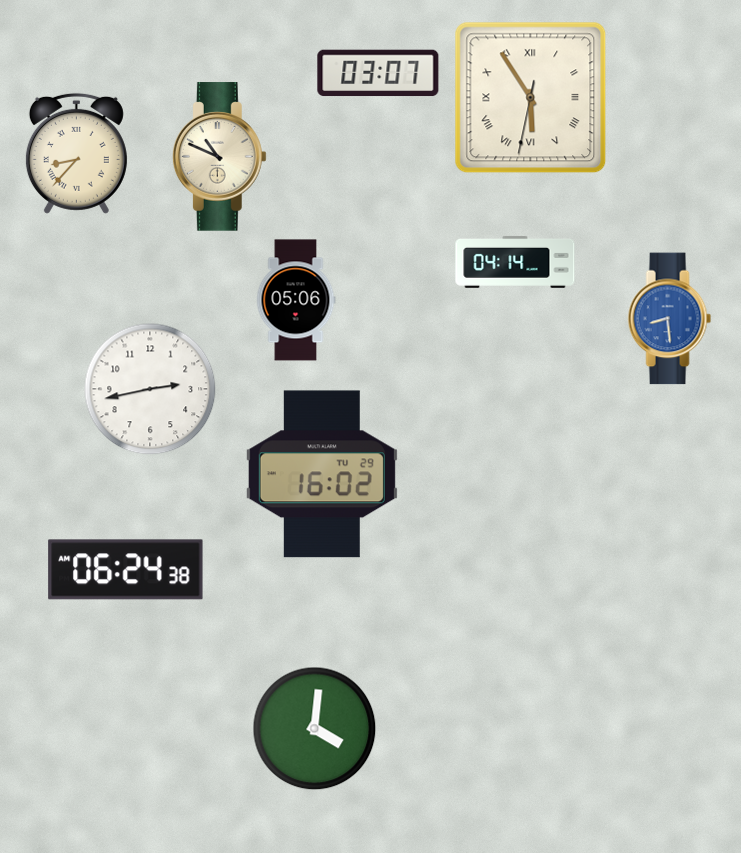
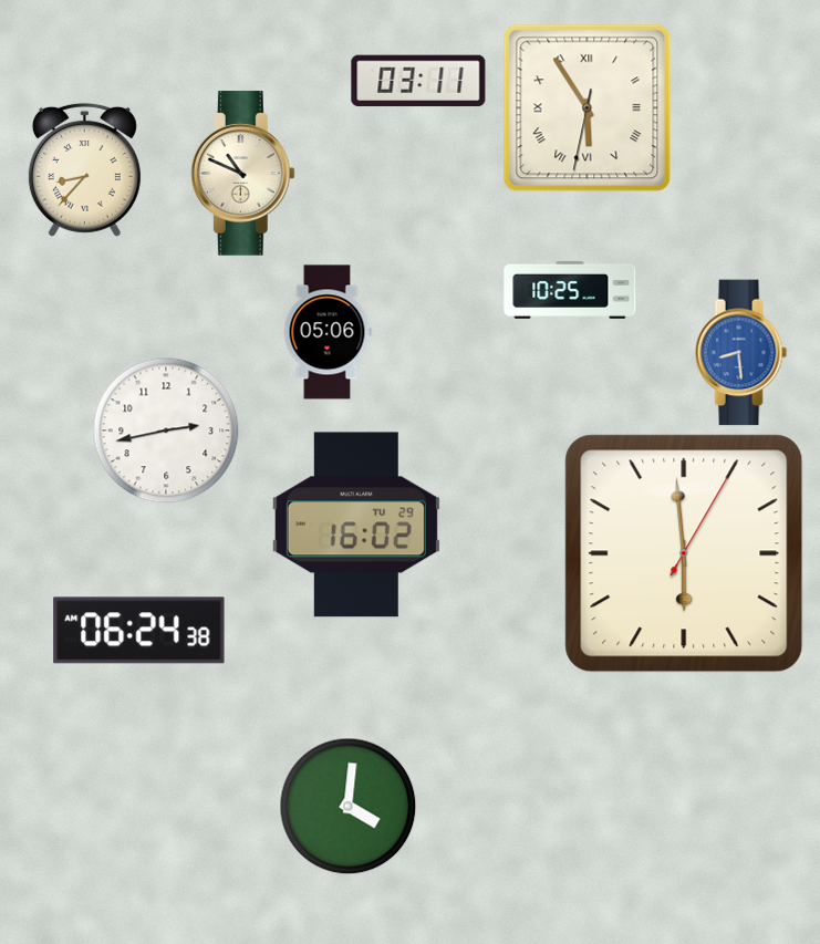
clock at (378, 73): 03:07 -> 03:11
clock at (515, 262): 04:14 -> 10:25
clock at (684, 553): none -> 5:59
